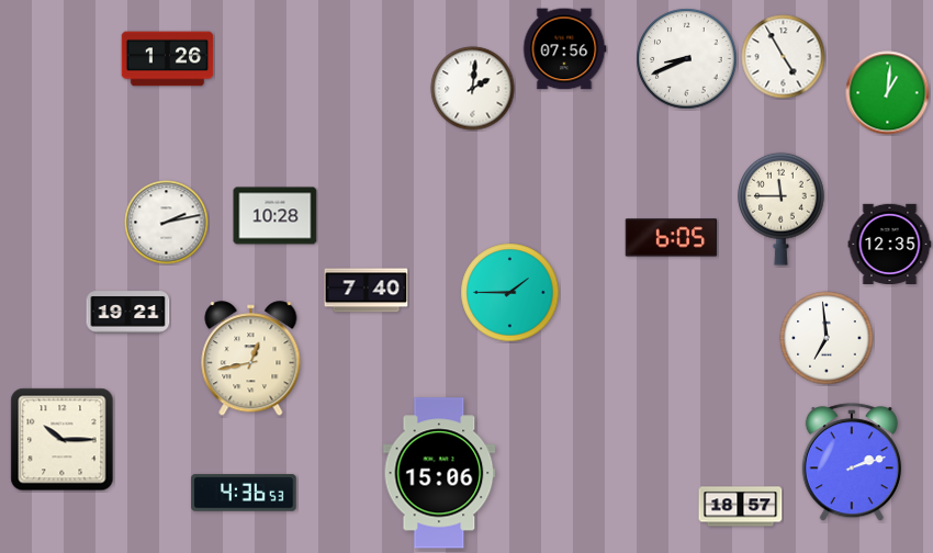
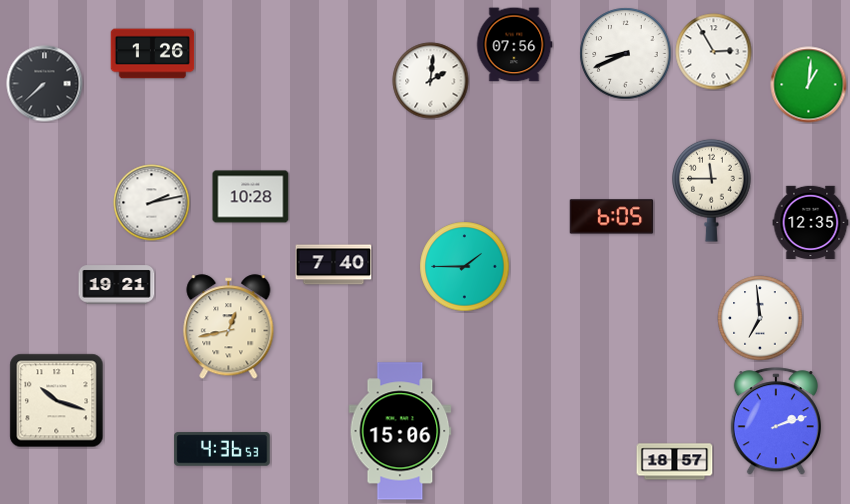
clock at (784, 57): 4:55 -> 2:55
clock at (45, 84): none -> 7:38
clock at (827, 338) position: (827, 338) -> (760, 318)
clock at (63, 440): 10:15 -> 10:18
